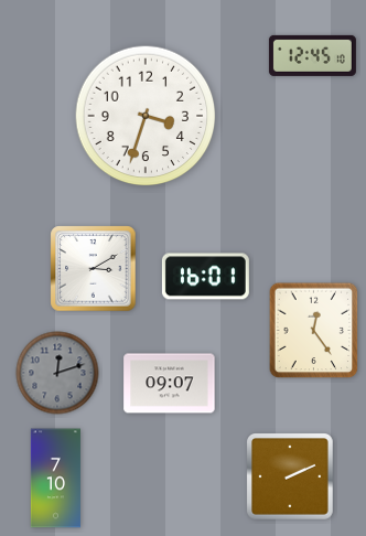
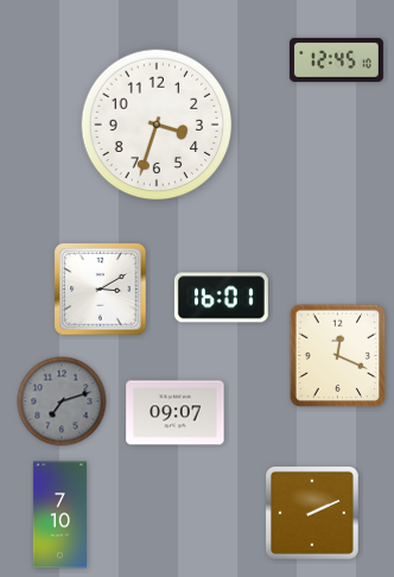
clock at (314, 331): 12:24 -> 12:19
clock at (57, 373): 12:12 -> 7:12
clock at (170, 384) position: (170, 384) -> (176, 413)
